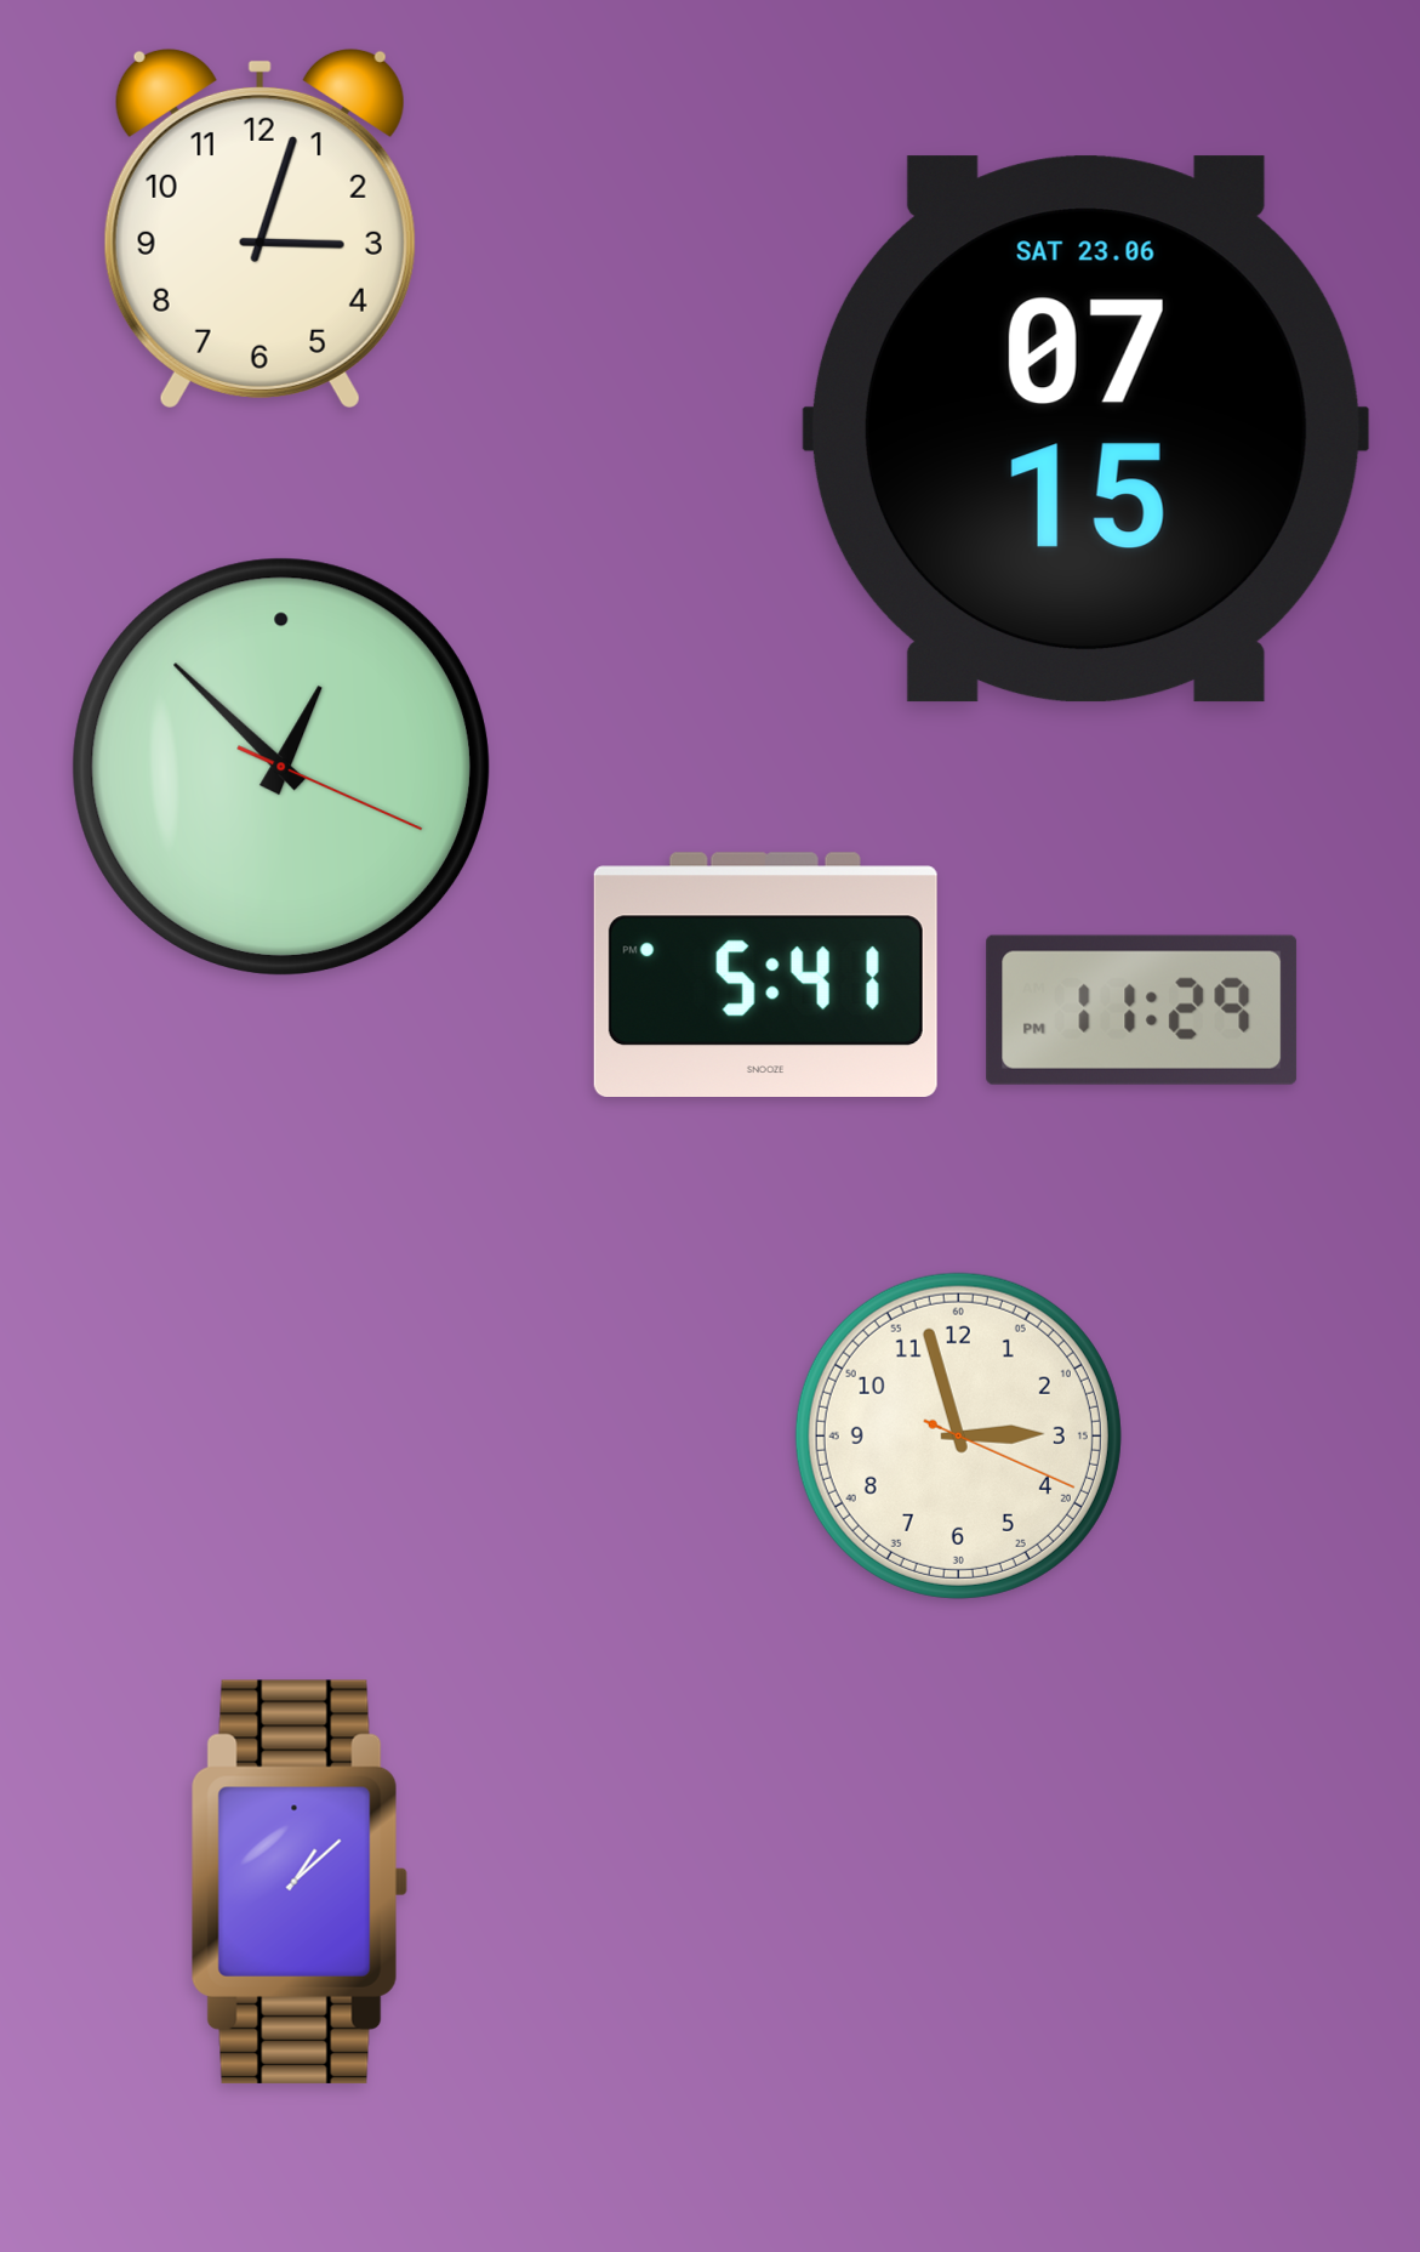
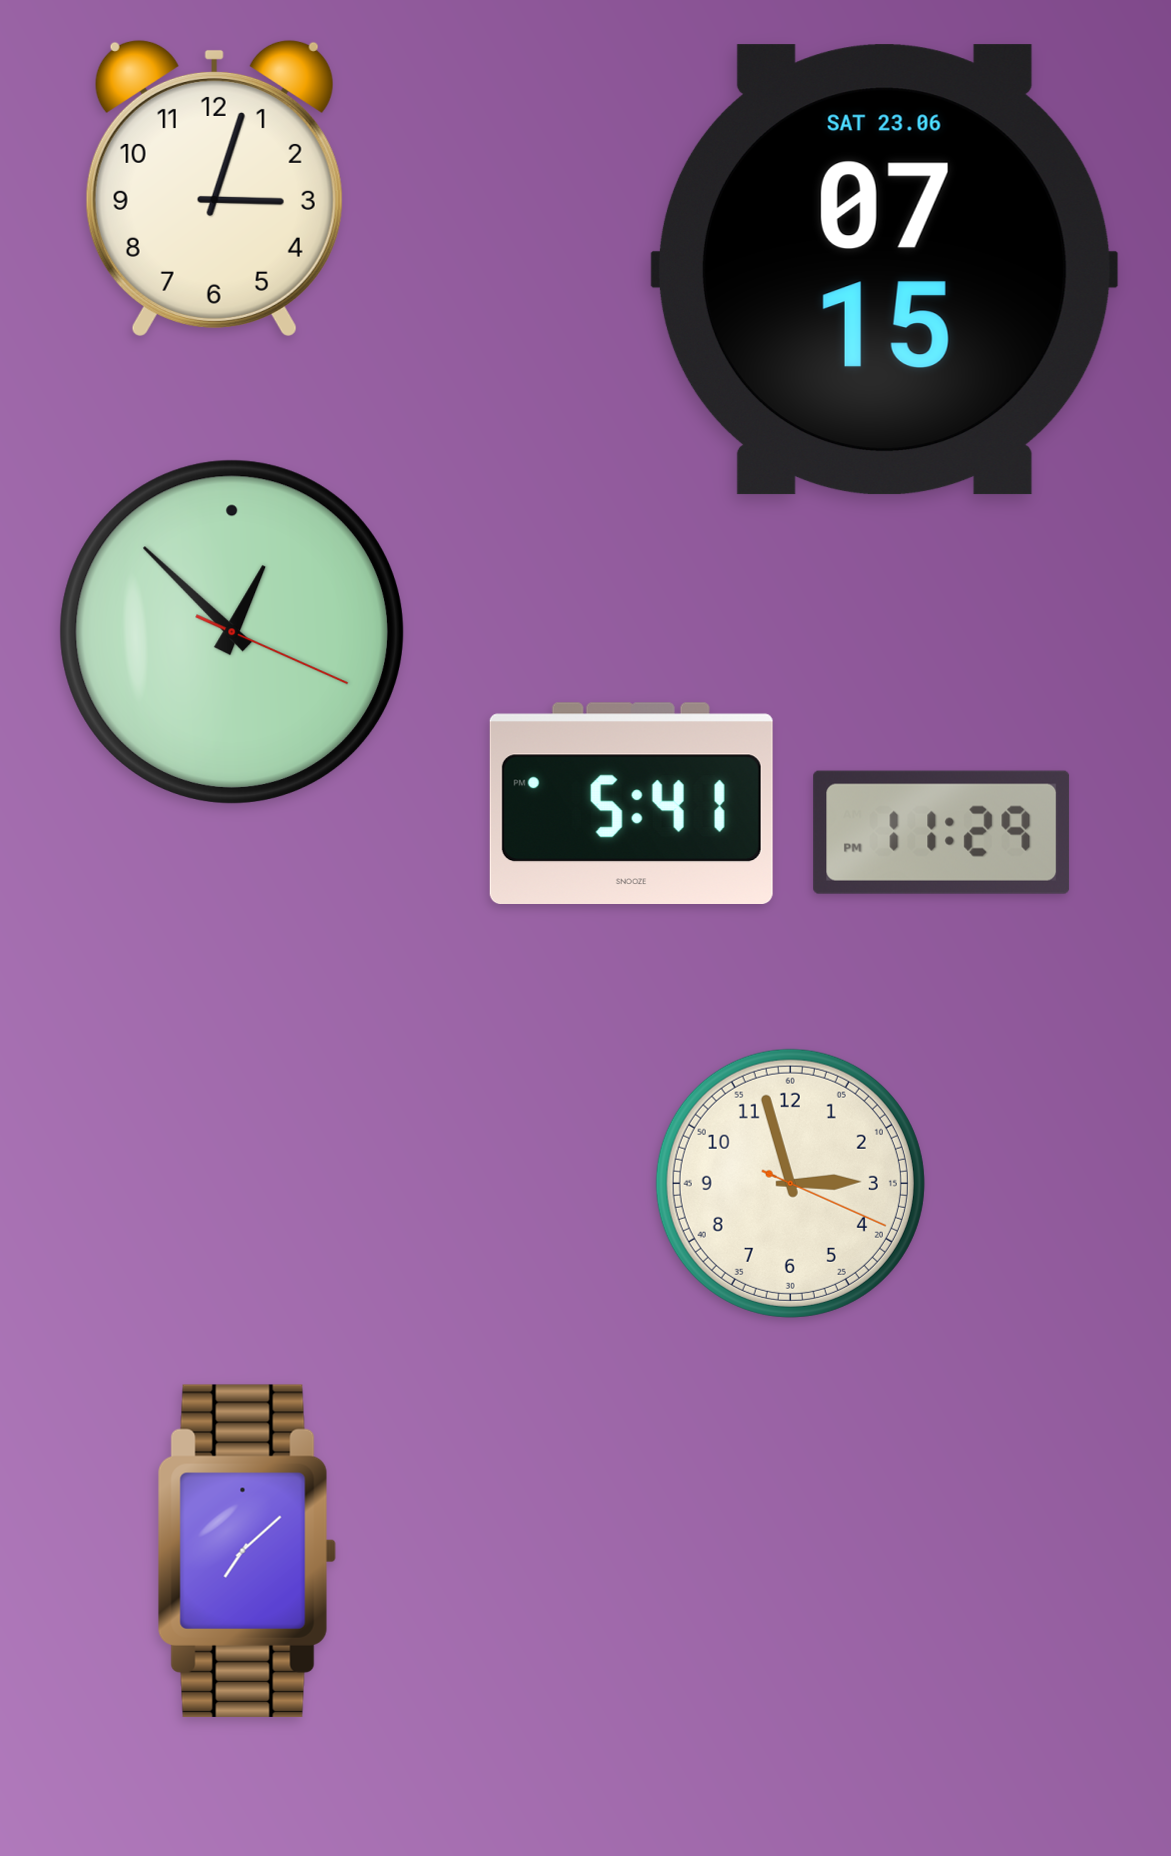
clock at (1085, 430) position: (1085, 430) -> (884, 270)
clock at (300, 1882): 1:08 -> 7:08
